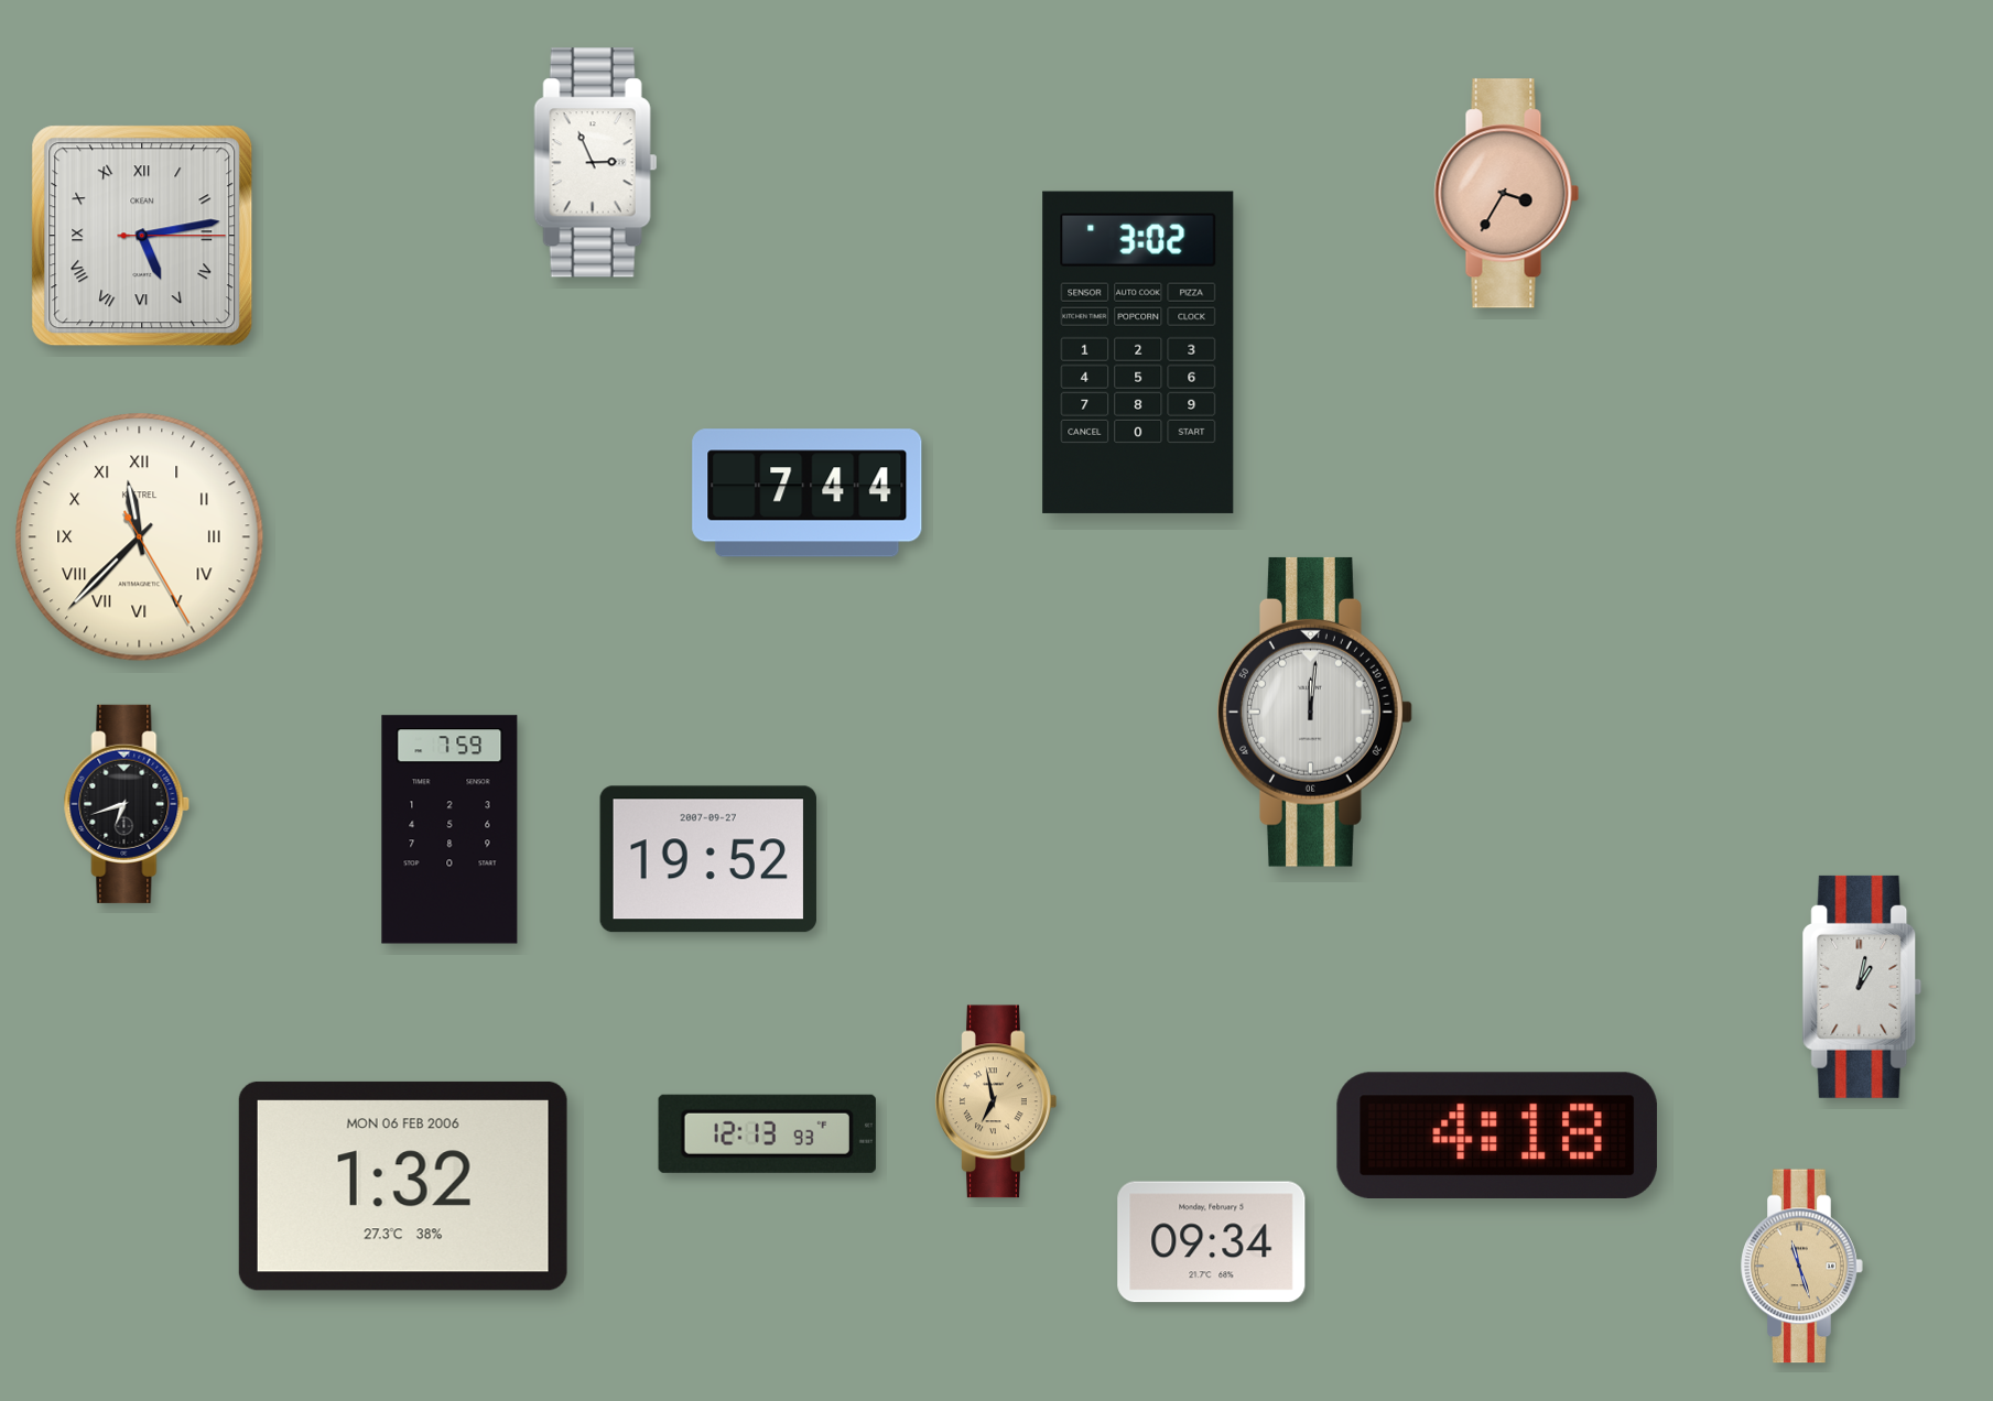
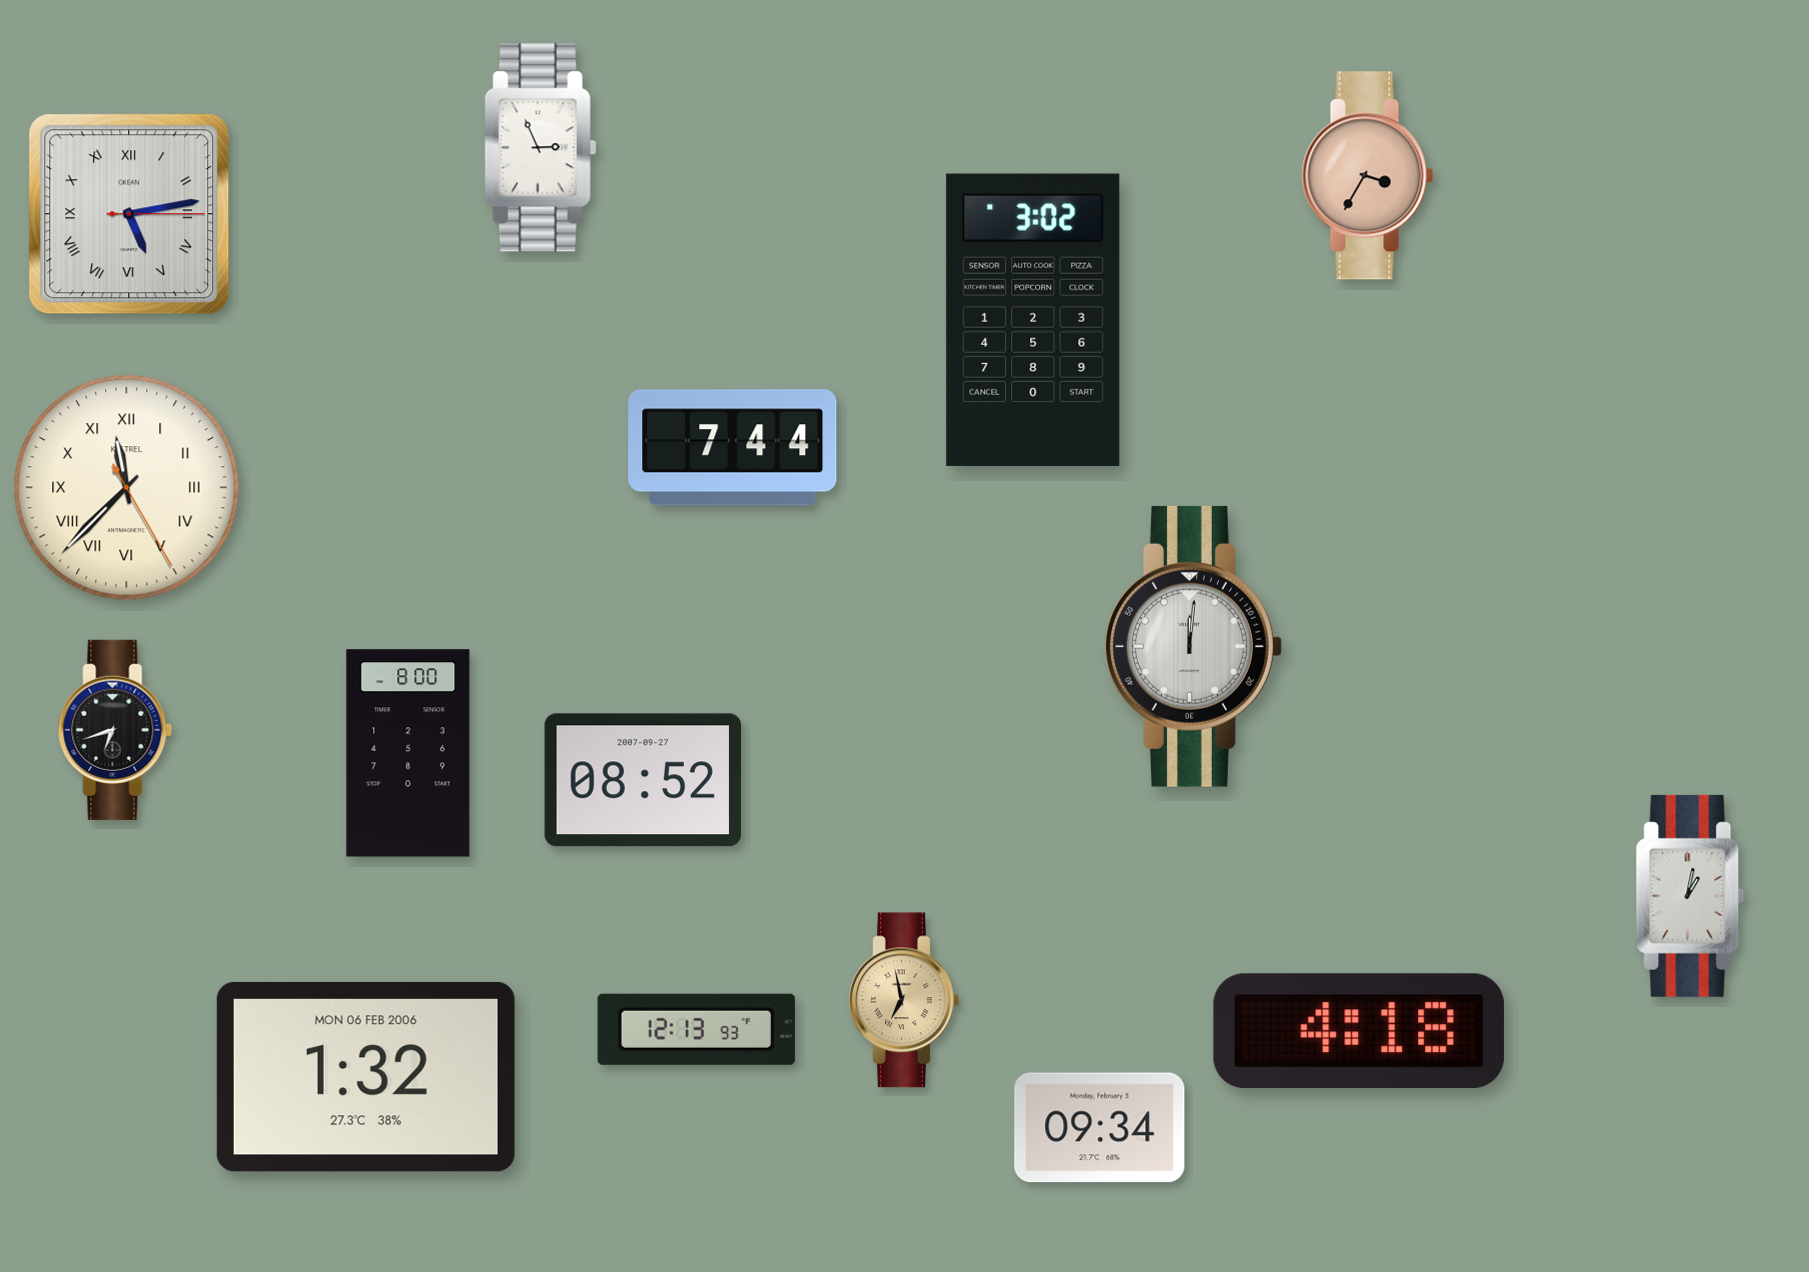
clock at (449, 829): 7:59 -> 8:00
clock at (708, 859): 19:52 -> 08:52
clock at (1802, 1267): 11:27 -> none
